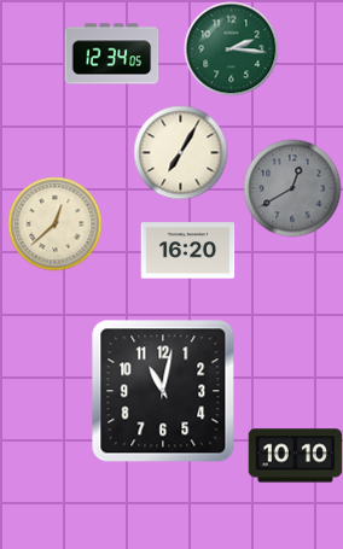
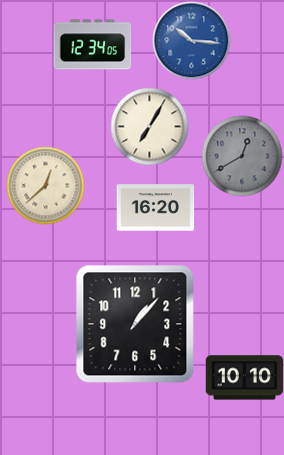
clock at (231, 48): 2:16 -> 10:16
clock at (231, 48) dial: green -> blue
clock at (163, 391): 11:02 -> 1:07
